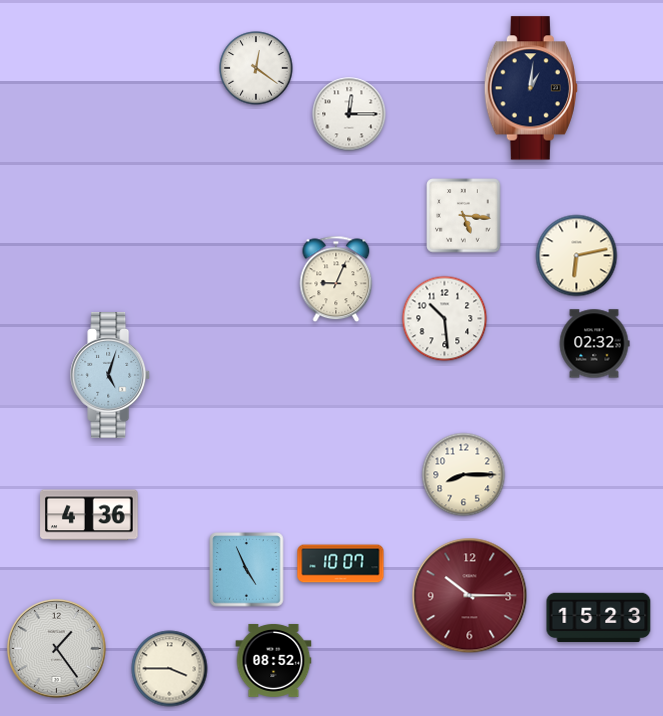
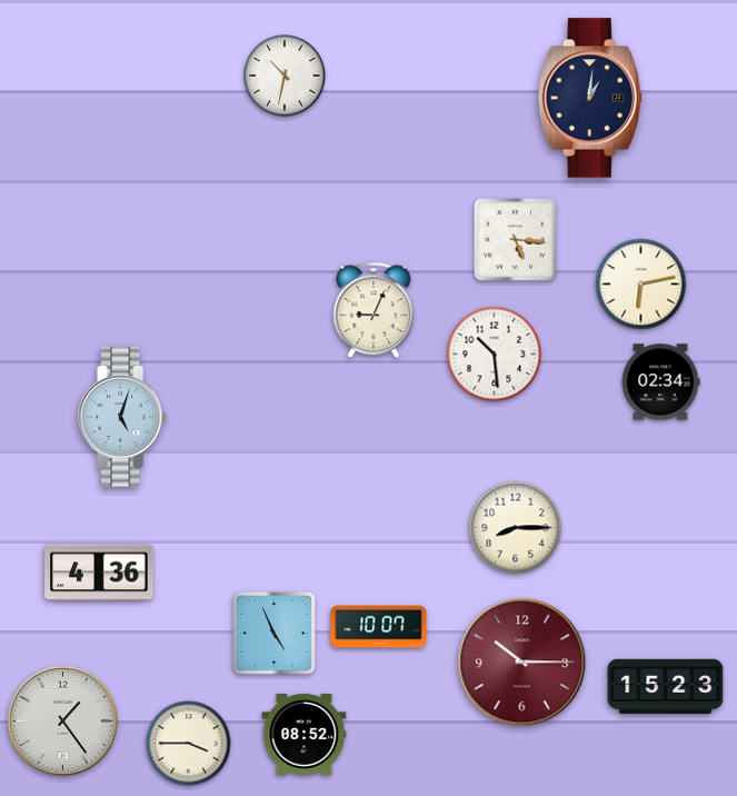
clock at (256, 68): 12:21 -> 10:32
clock at (349, 114): 12:15 -> none
clock at (594, 344): 02:32 -> 02:34
